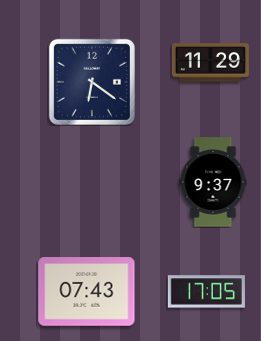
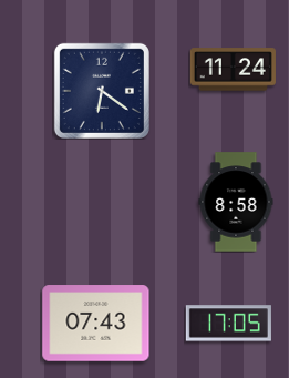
clock at (210, 63): 11:29 -> 11:24
clock at (213, 182): 9:37 -> 8:58
